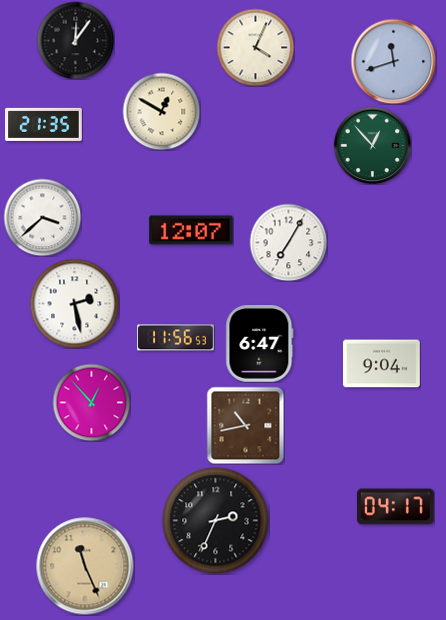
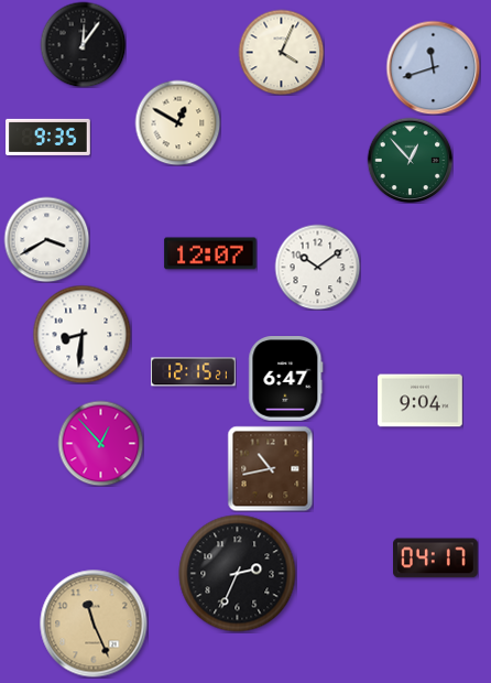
clock at (44, 124): 21:35 -> 9:35
clock at (42, 217): 3:38 -> 3:40
clock at (288, 242): 7:05 -> 10:09
clock at (74, 303): 2:28 -> 8:31
clock at (176, 338): 11:56 -> 12:15
